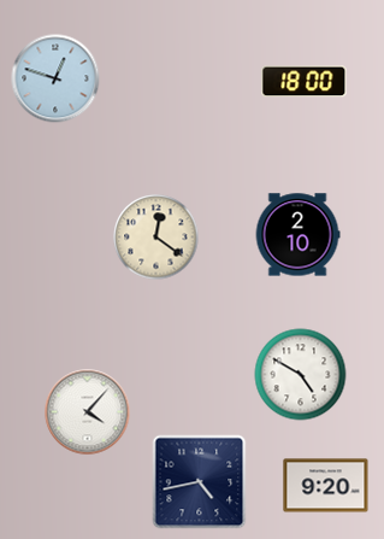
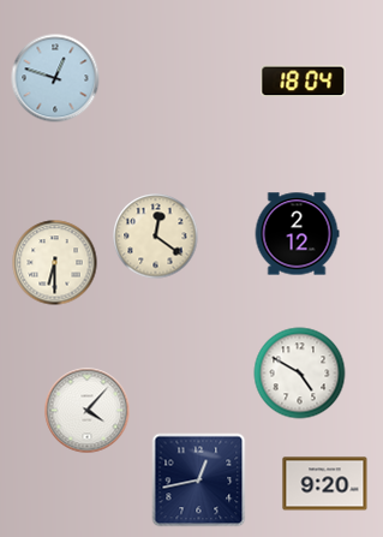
clock at (305, 82): 18:00 -> 18:04
clock at (297, 235): 2:10 -> 2:12
clock at (55, 263): none -> 6:30
clock at (200, 482): 4:43 -> 12:43
